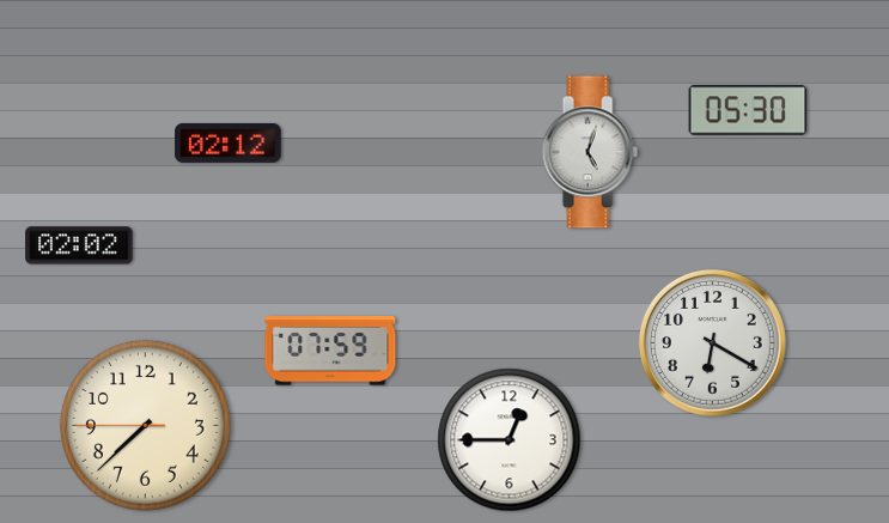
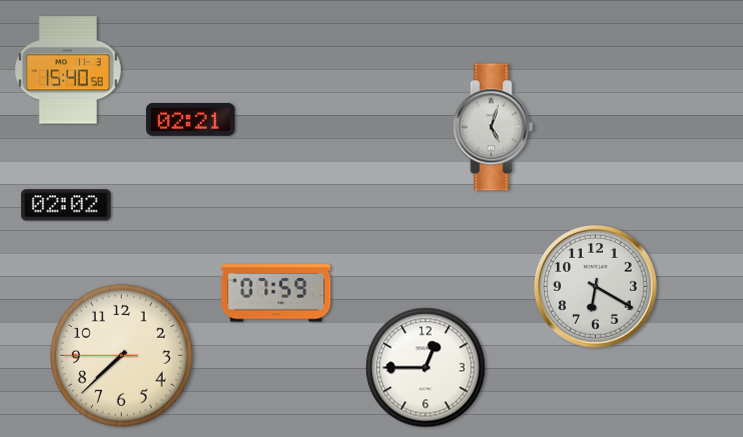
clock at (68, 70): none -> 15:40
clock at (748, 110): 05:30 -> none
clock at (229, 142): 02:12 -> 02:21
